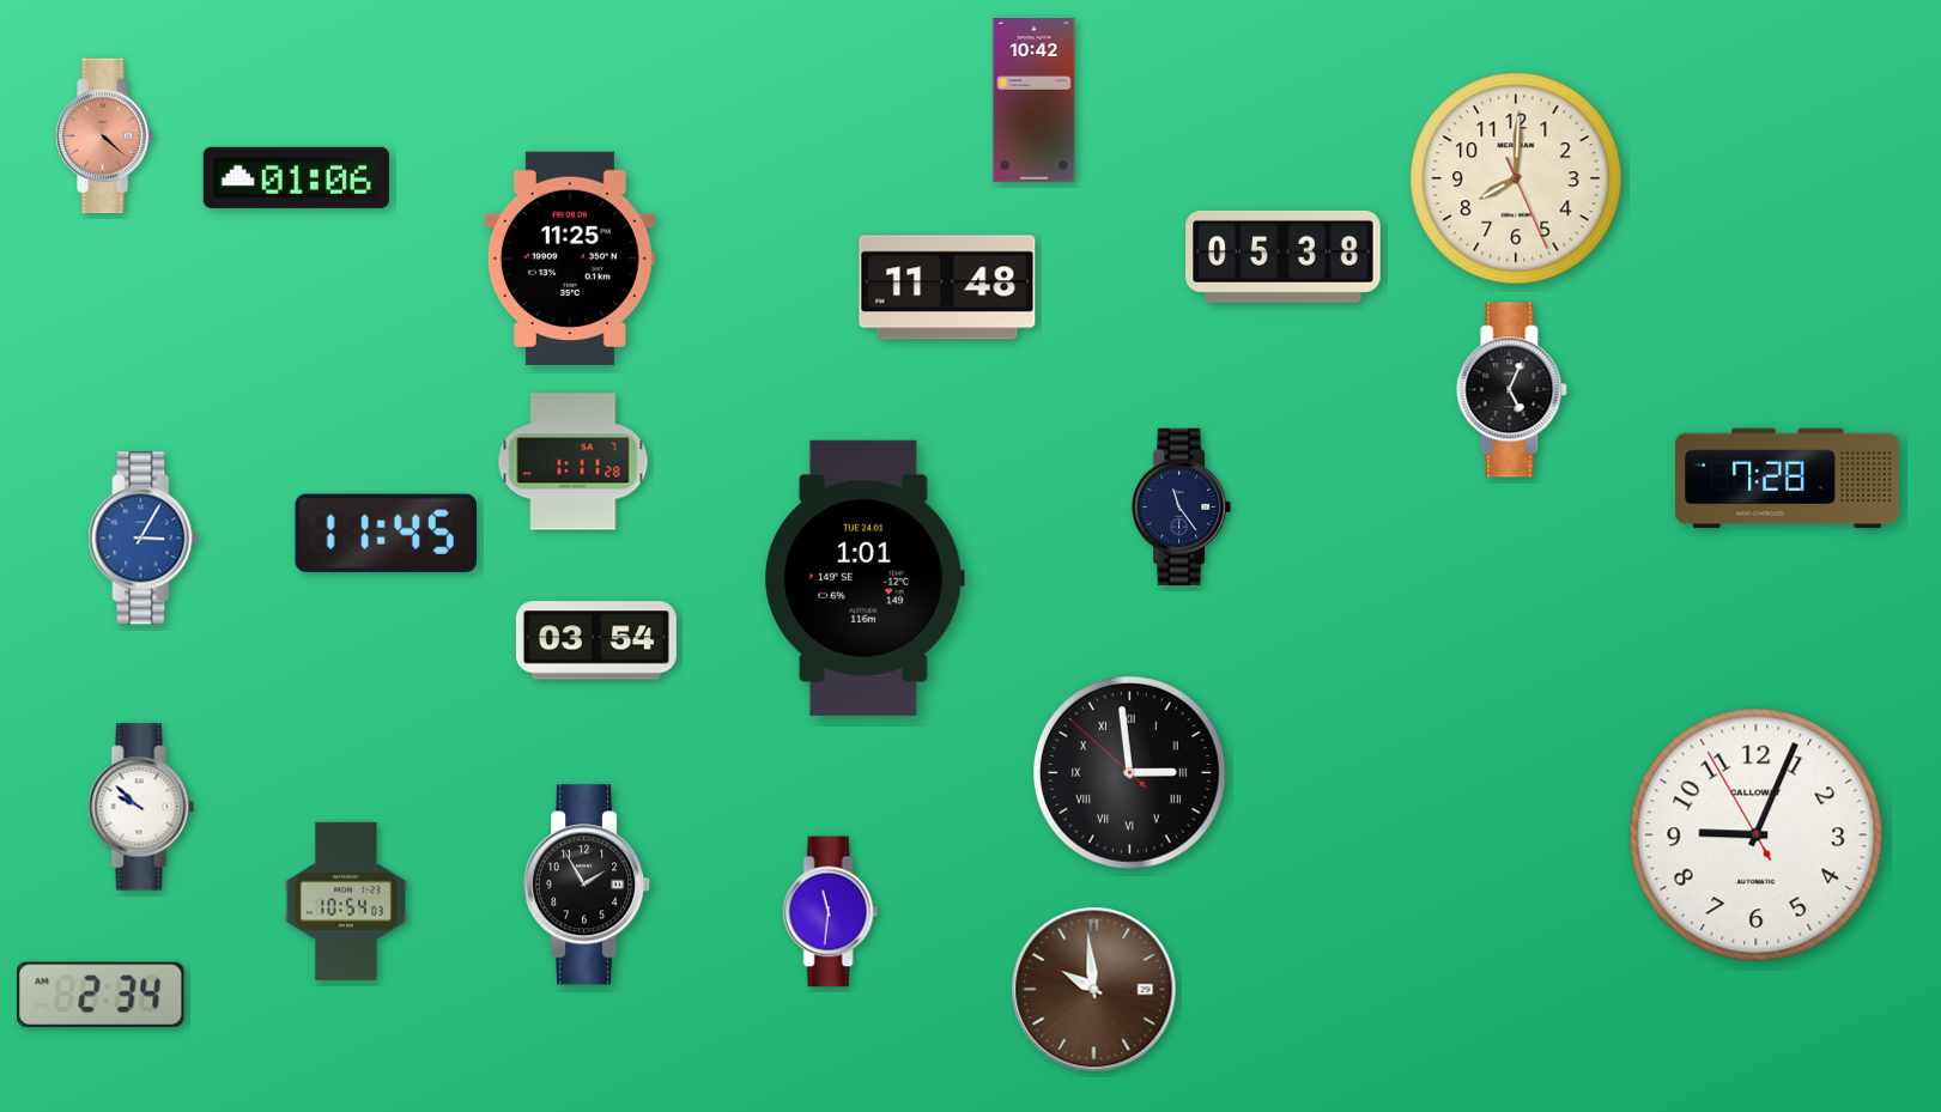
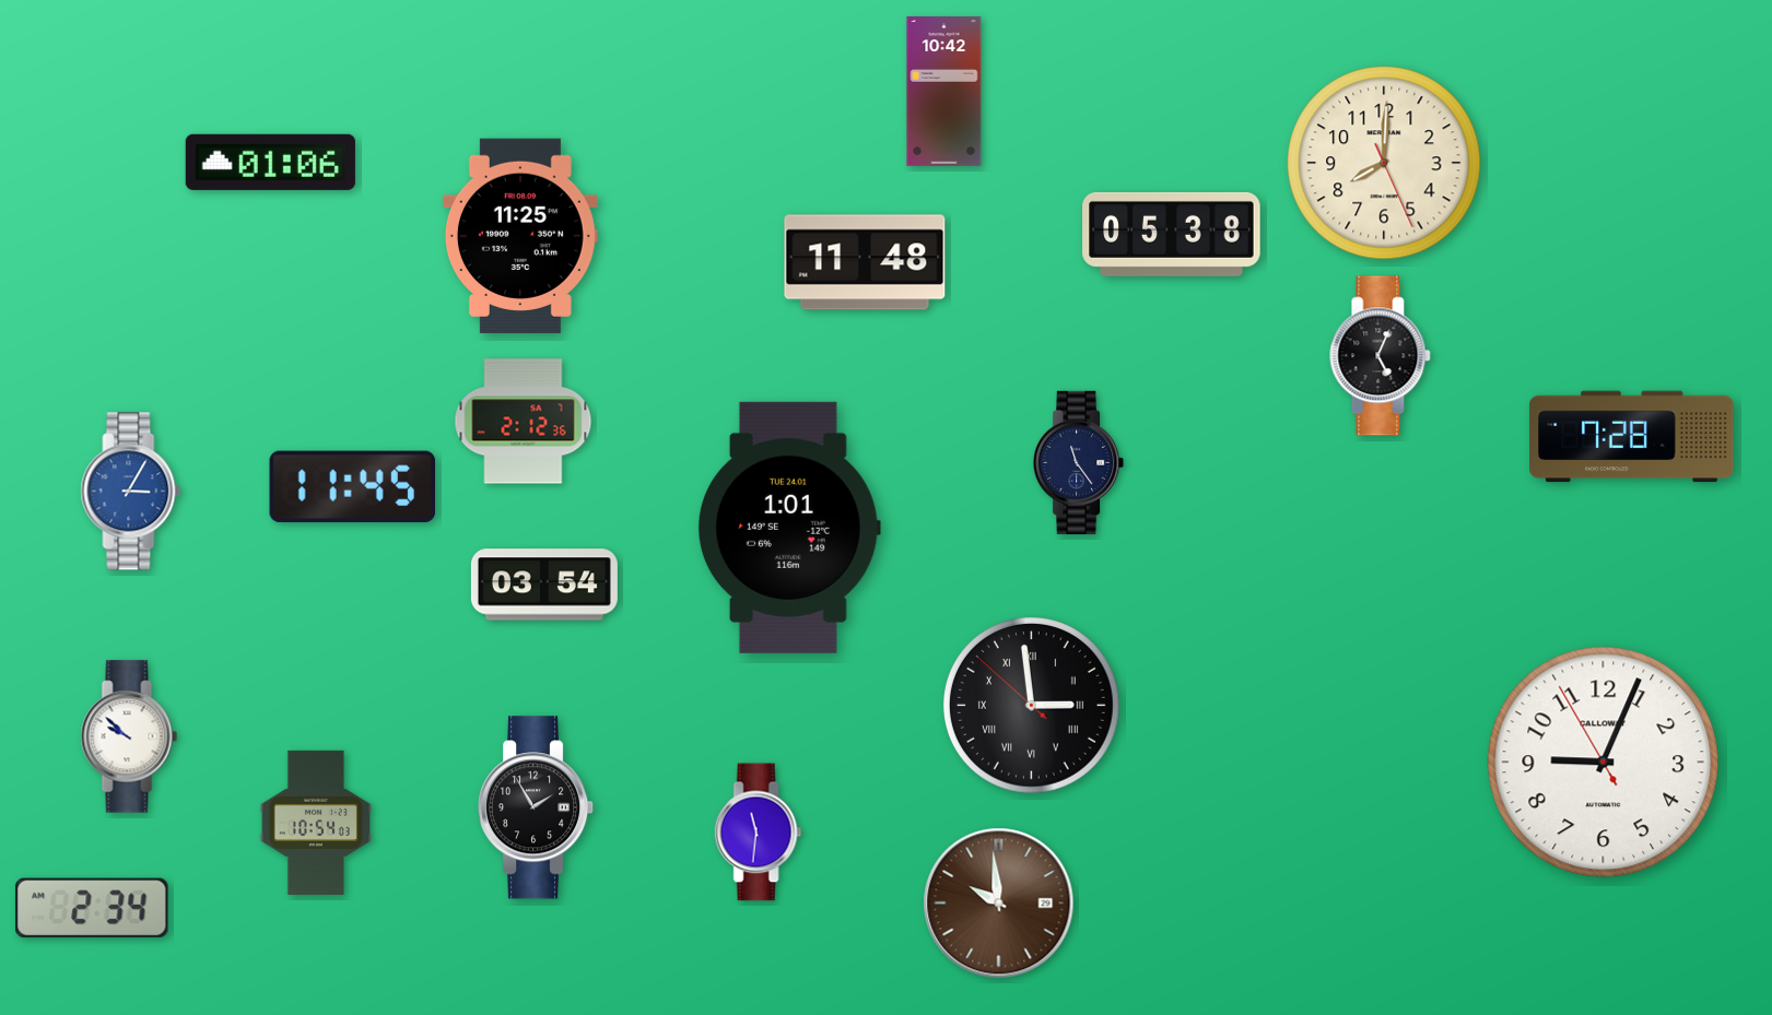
clock at (105, 136): 4:22 -> none
clock at (574, 462): 1:11 -> 2:12
